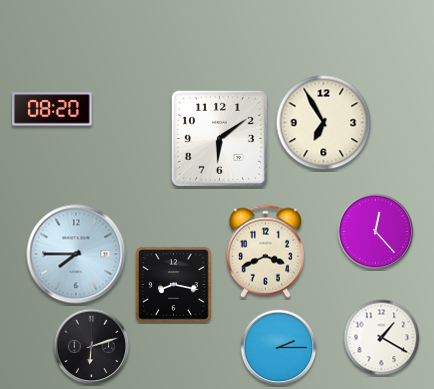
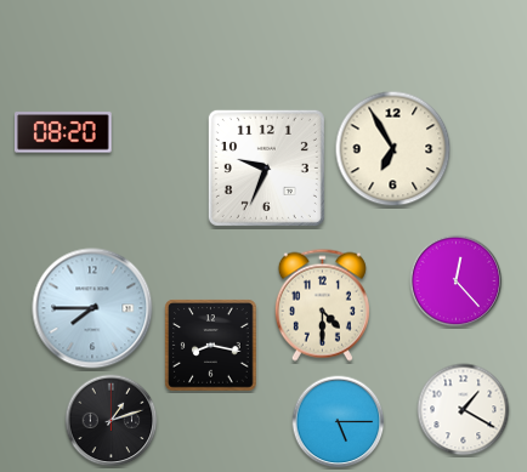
clock at (219, 138): 6:09 -> 9:34
clock at (265, 251): 3:41 -> 4:30
clock at (92, 347): 6:12 -> 1:12
clock at (279, 348): 2:15 -> 5:15
